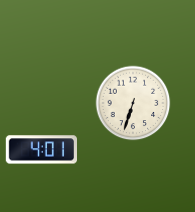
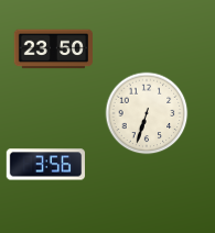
clock at (54, 49): none -> 23:50
clock at (41, 150): 4:01 -> 3:56
